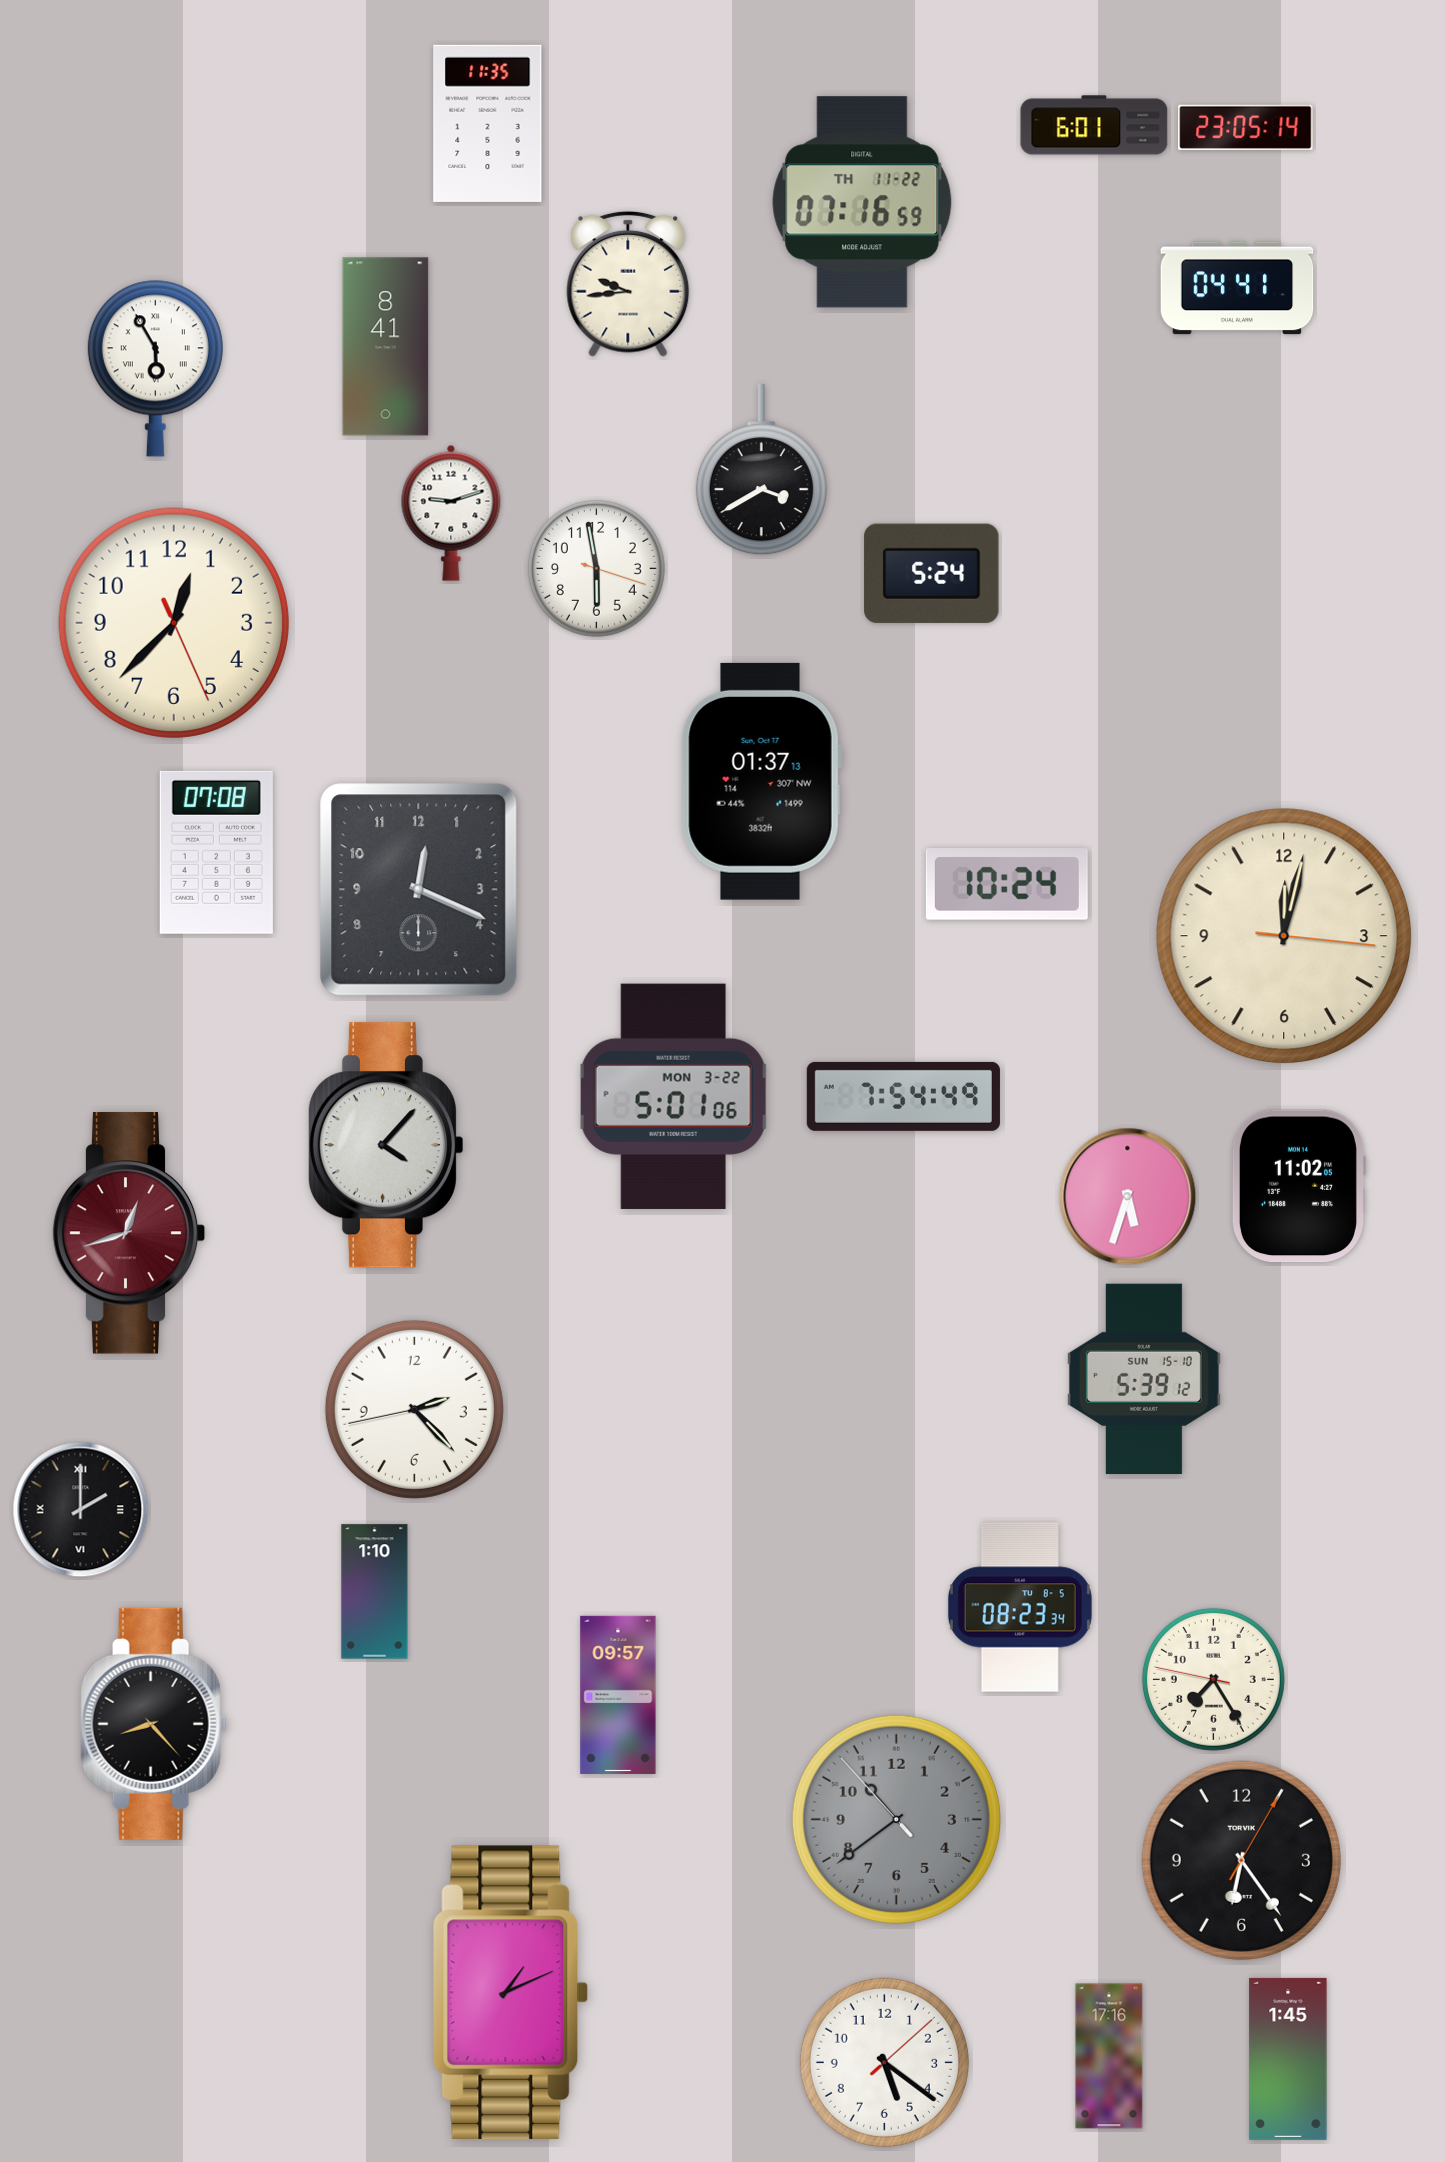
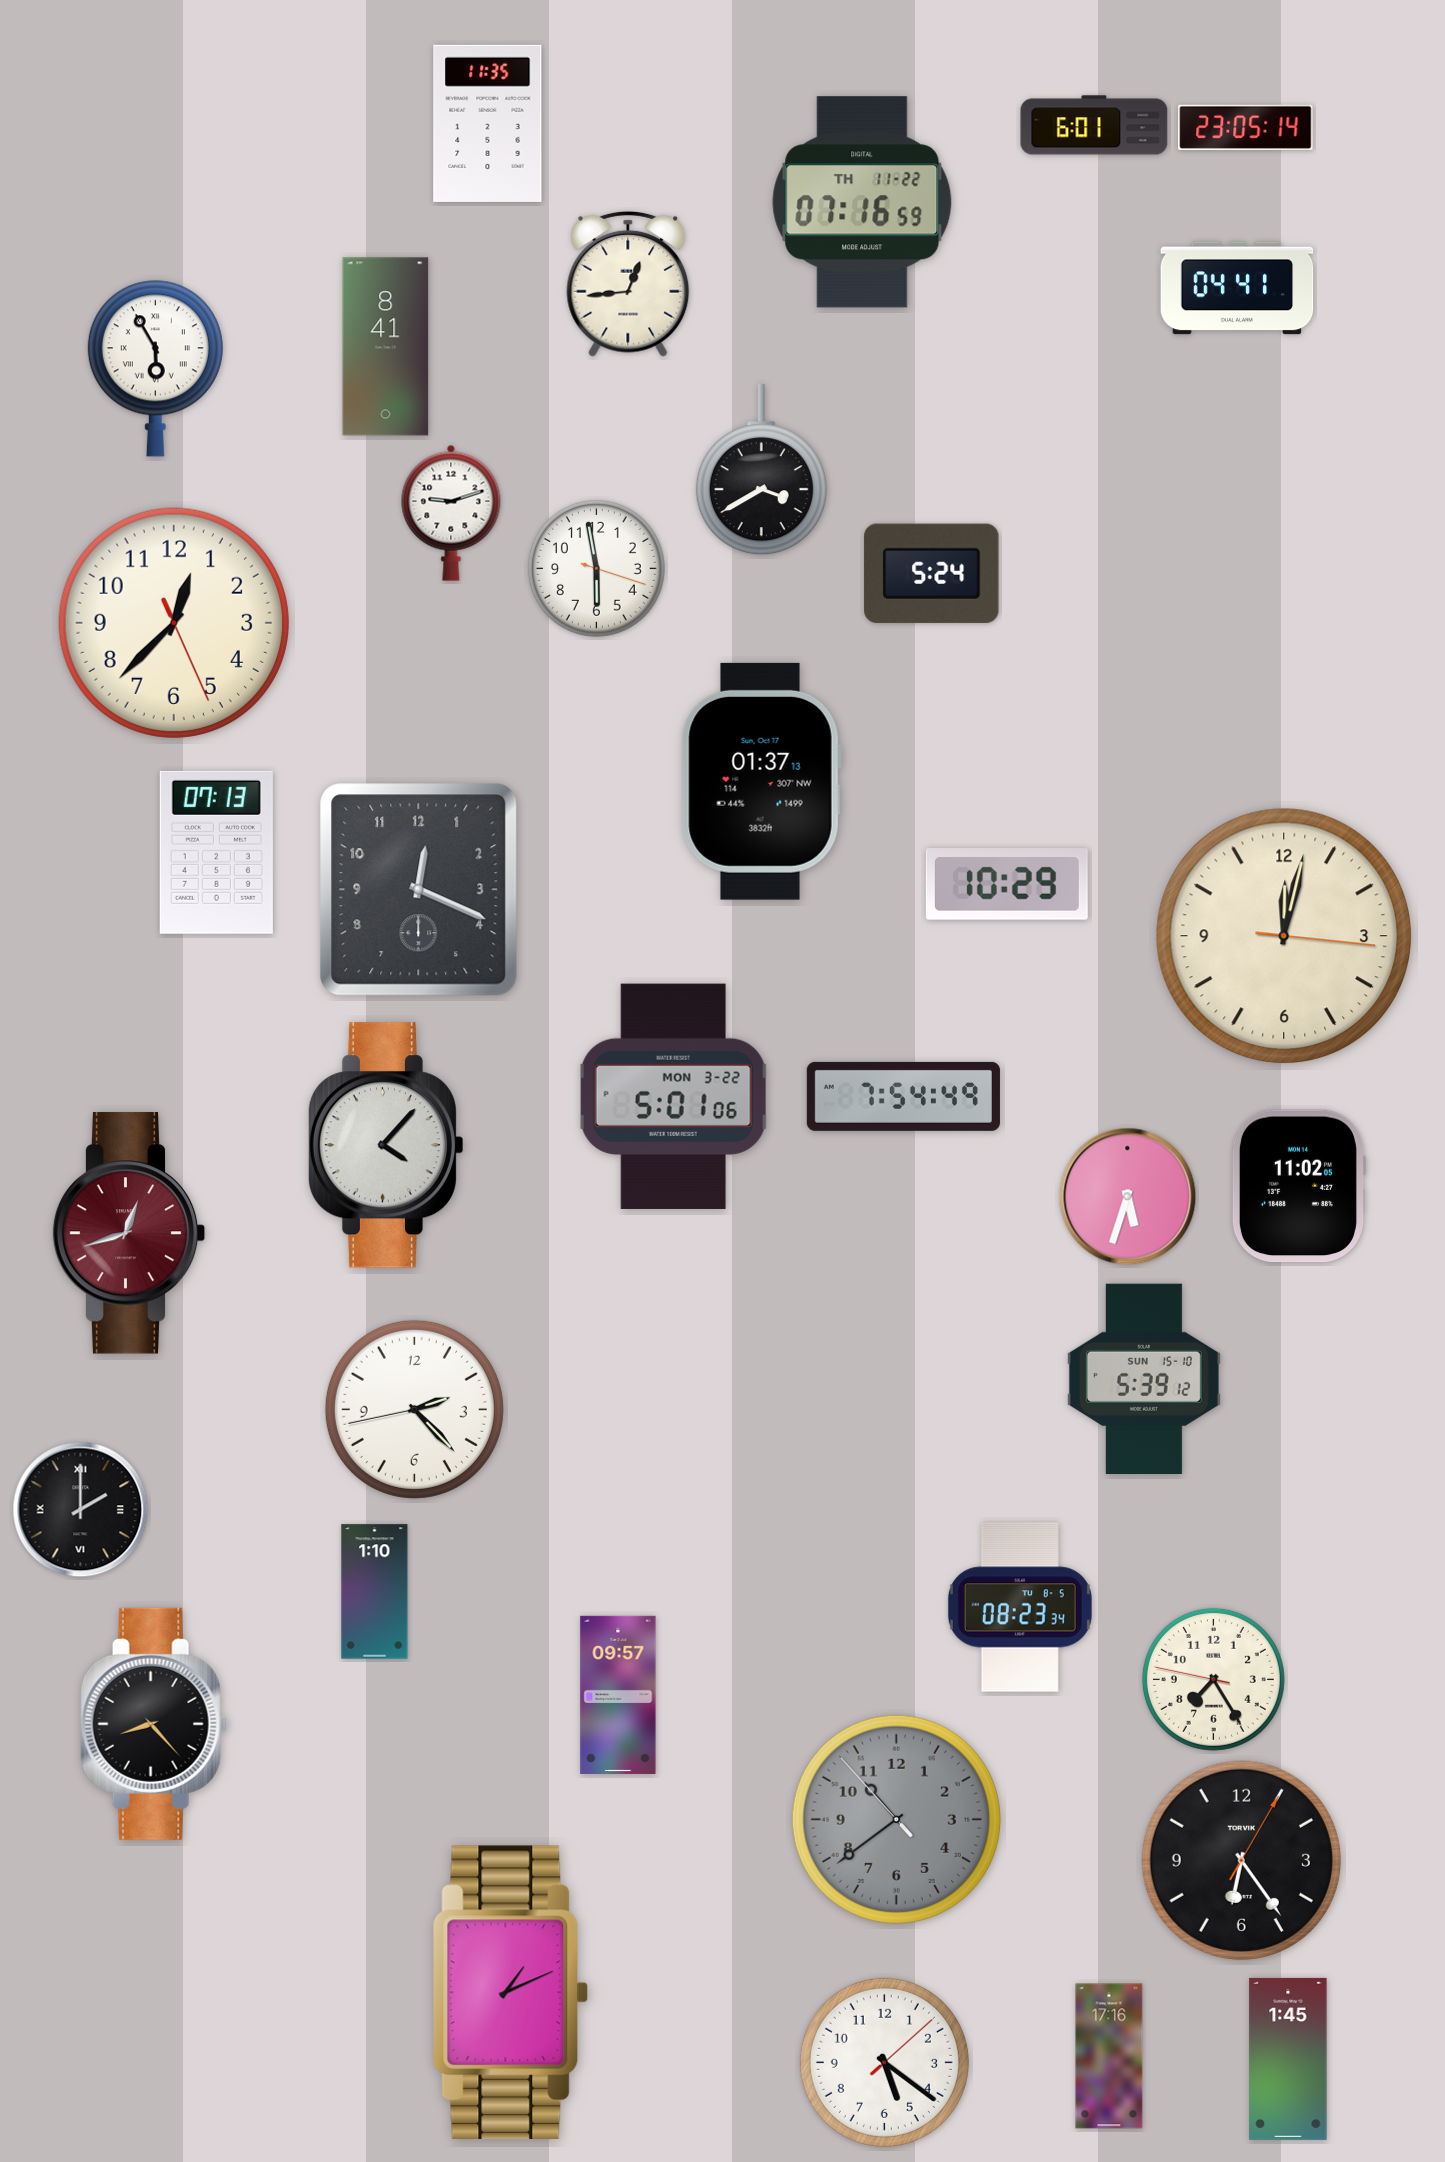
clock at (628, 284): 9:44 -> 12:44
clock at (216, 852): 07:08 -> 07:13
clock at (1007, 884): 10:24 -> 10:29
